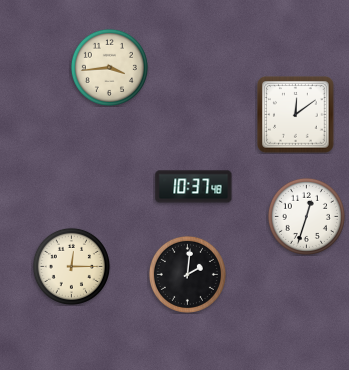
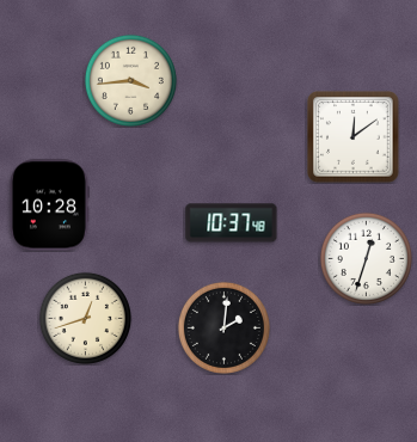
clock at (49, 205): none -> 10:28
clock at (71, 266): 12:15 -> 12:42
